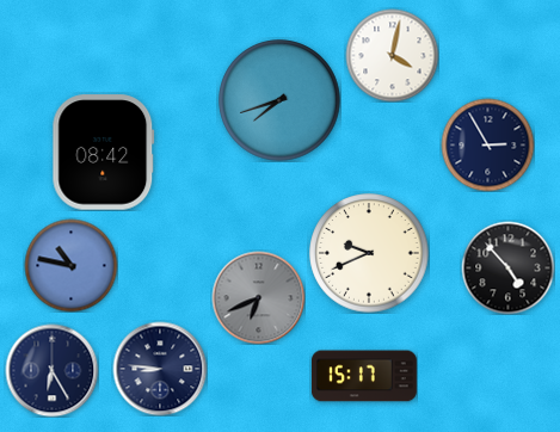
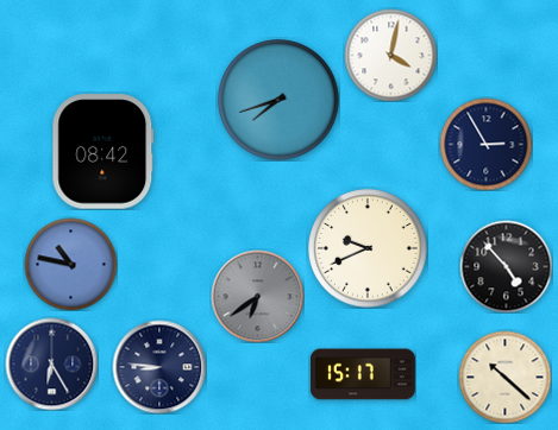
clock at (369, 253) position: (369, 253) -> (368, 248)
clock at (258, 297): 6:41 -> 6:39
clock at (51, 370) position: (51, 370) -> (51, 363)
clock at (504, 377): none -> 10:22
